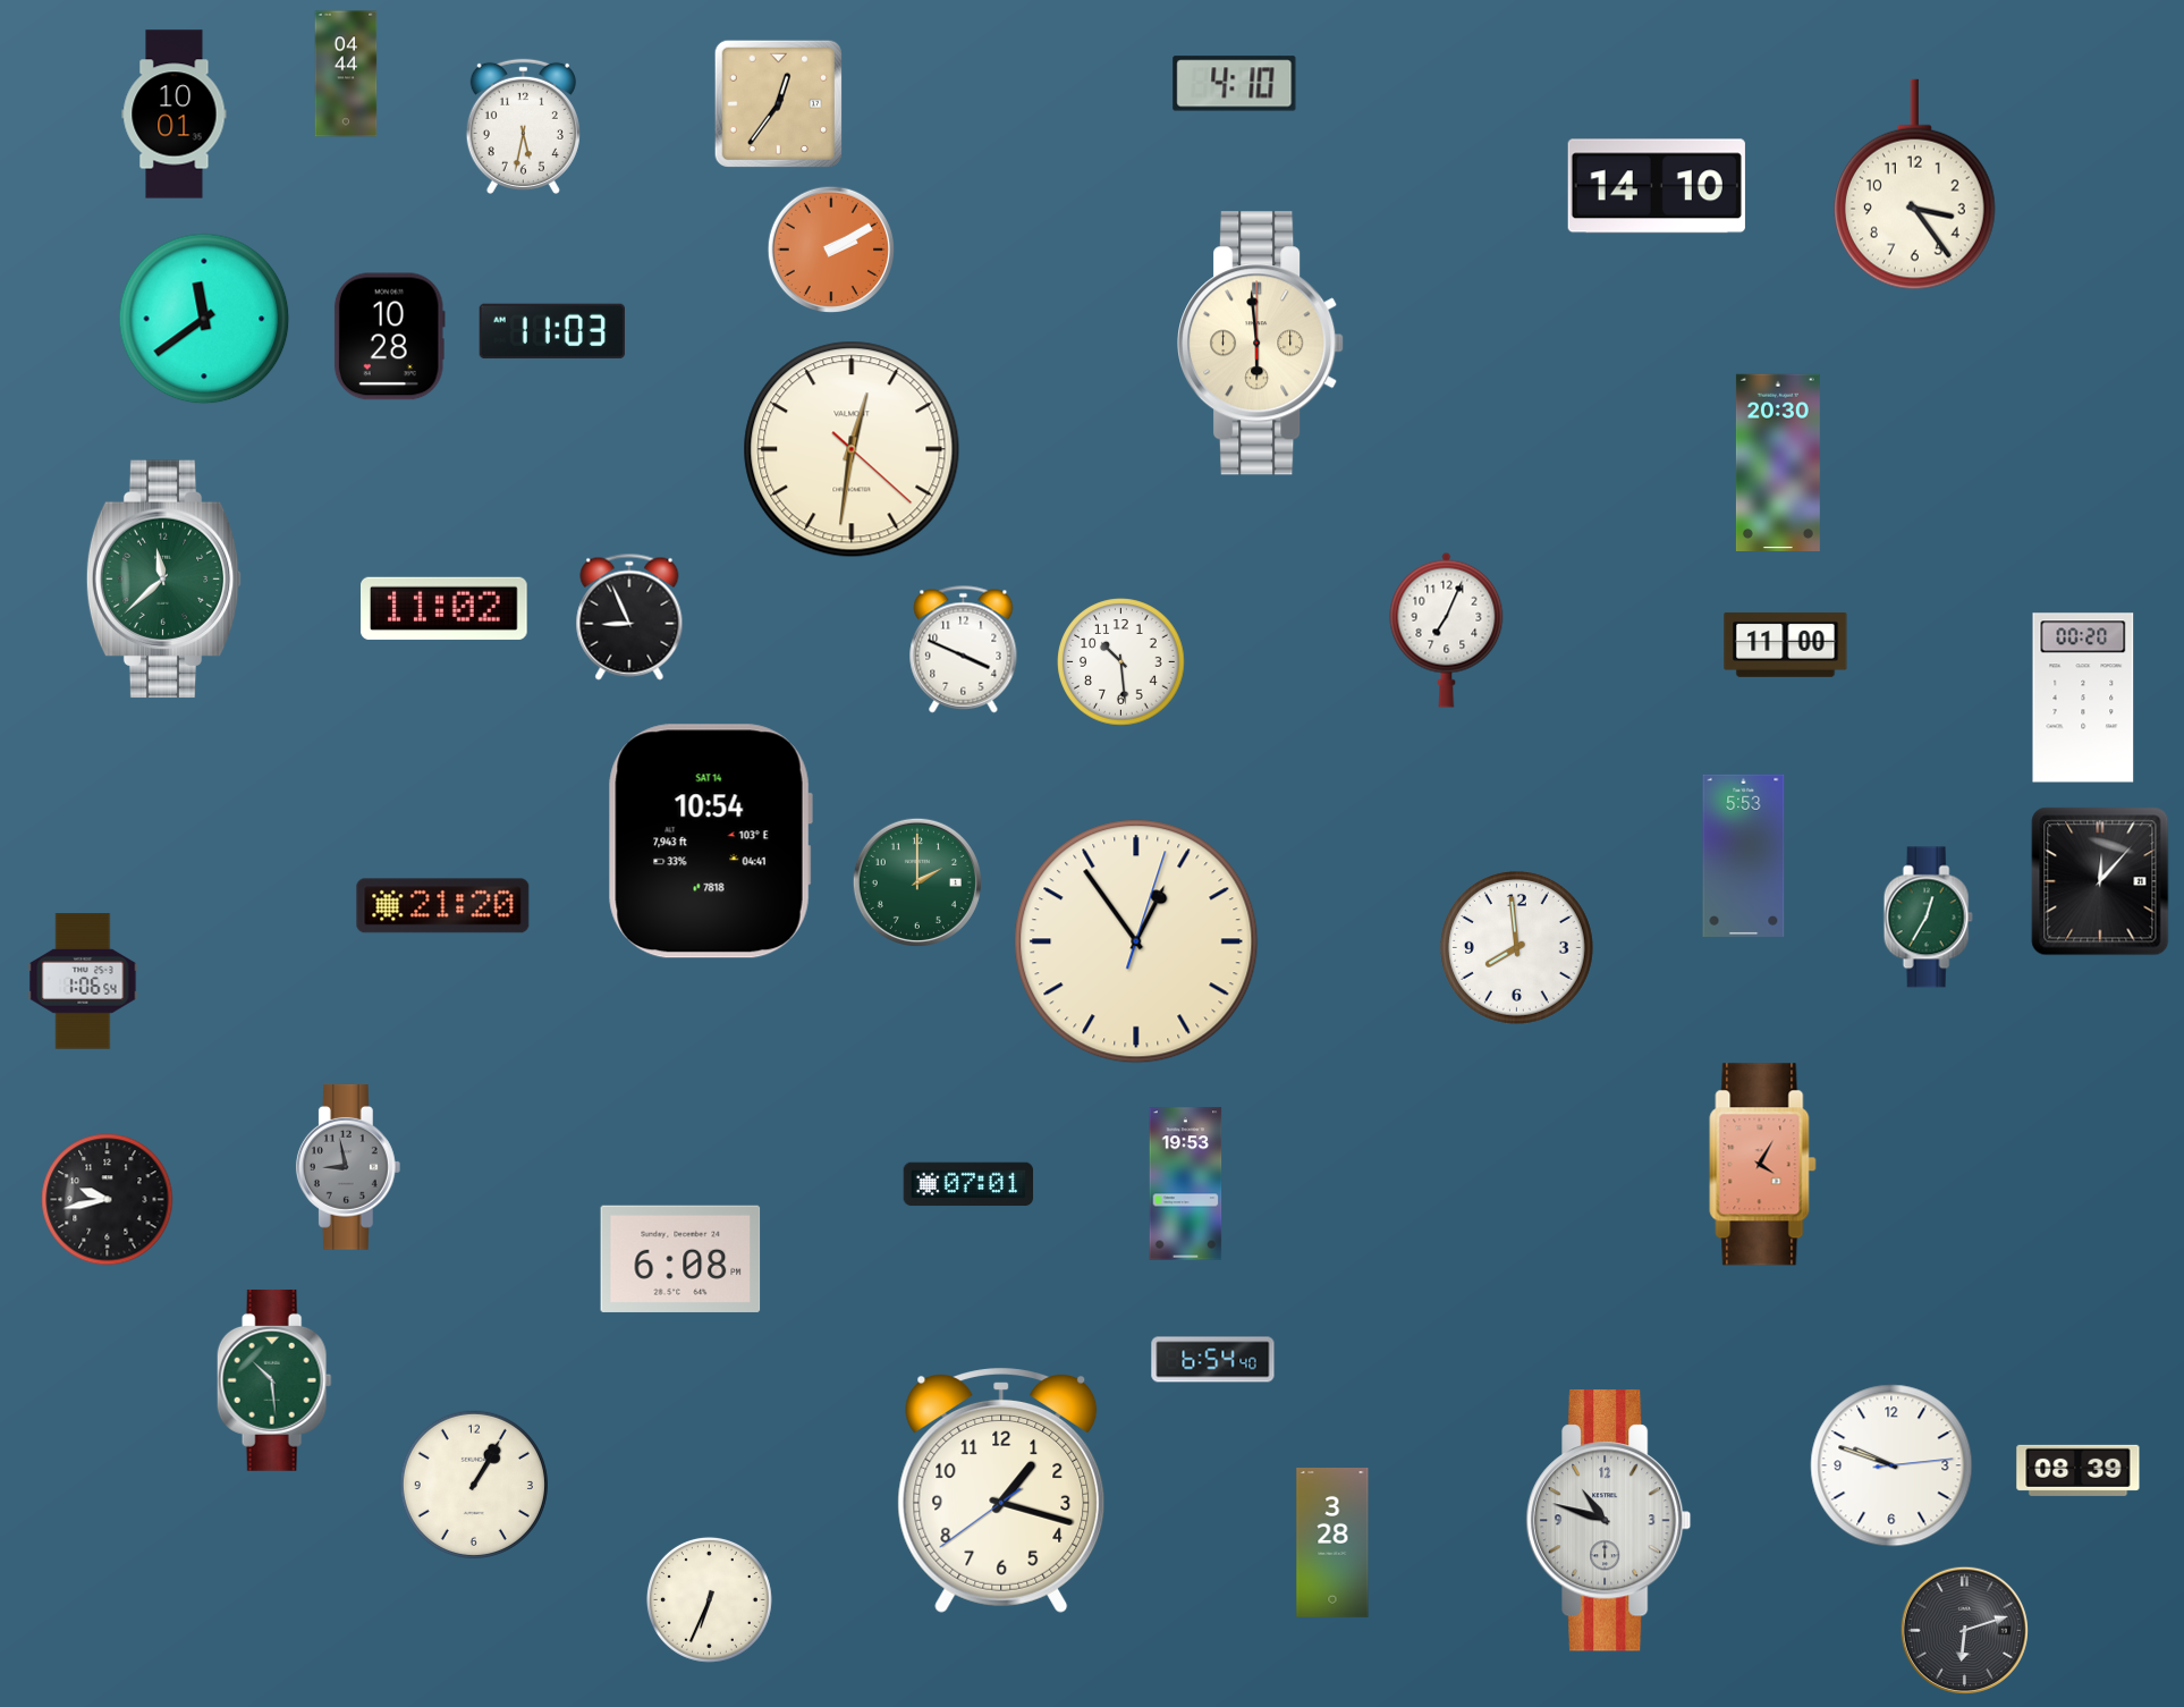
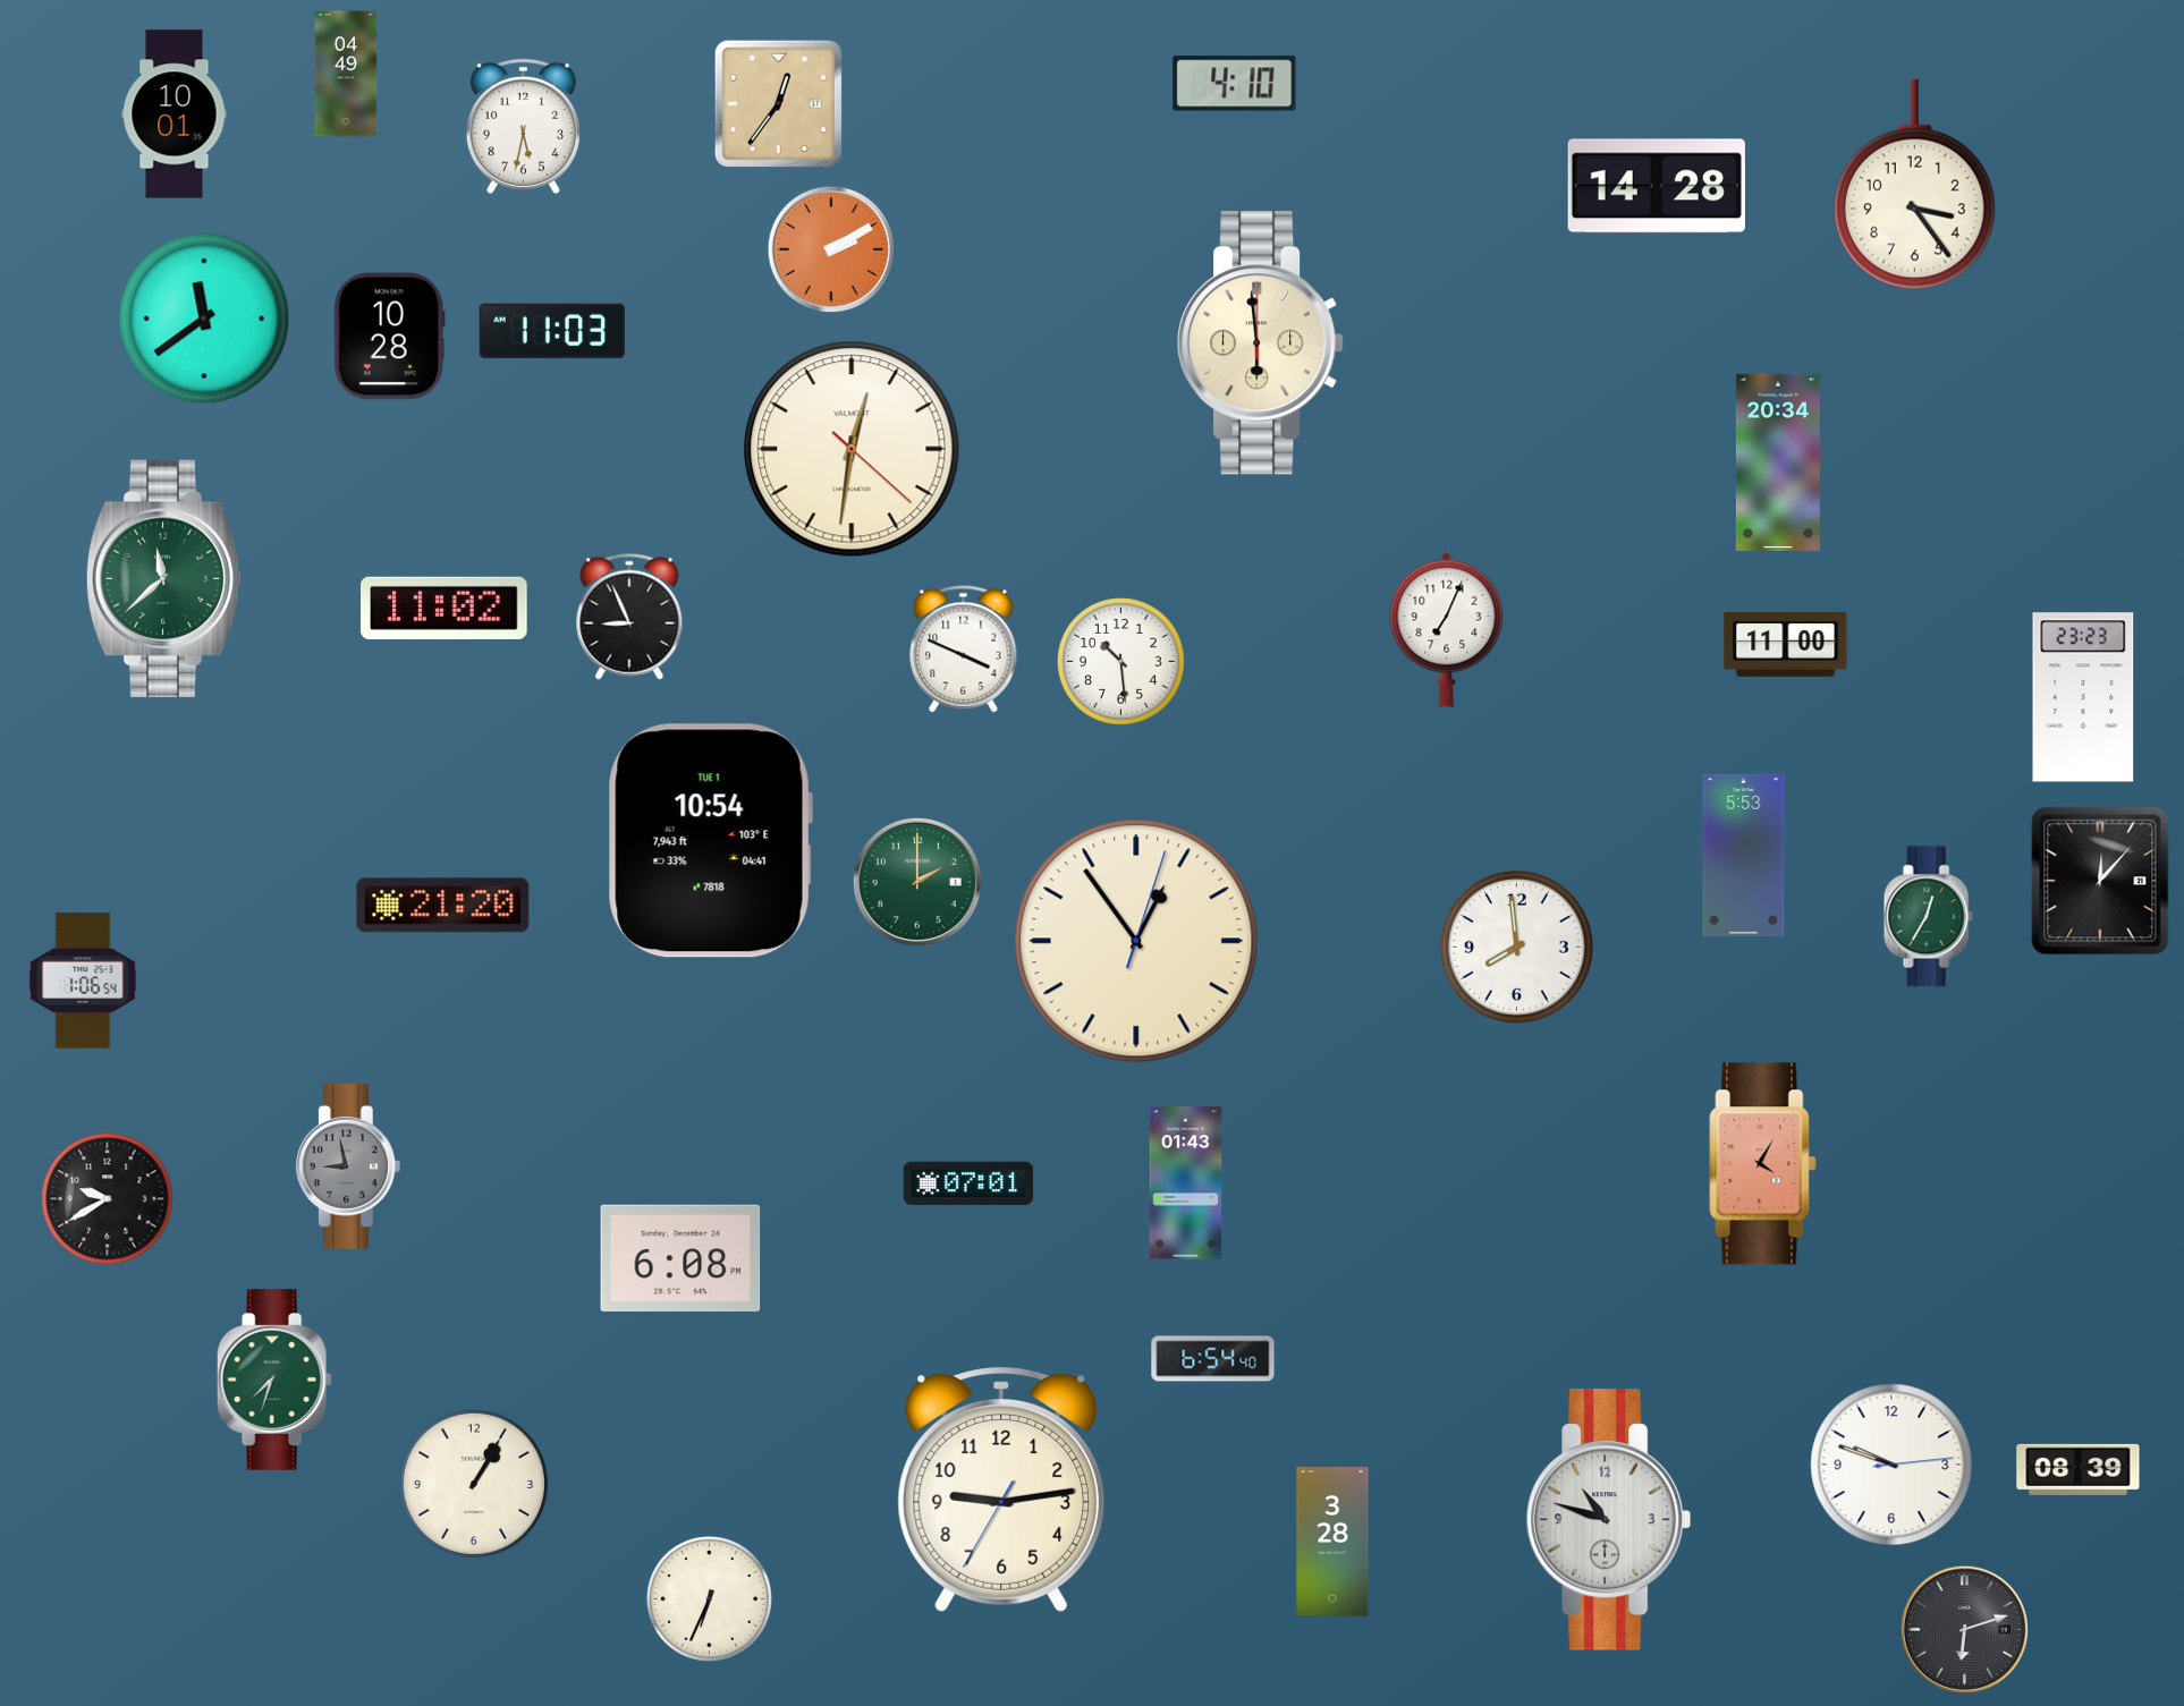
clock at (346, 74): 04:44 -> 04:49
clock at (1657, 186): 14:10 -> 14:28
clock at (1778, 462): 20:30 -> 20:34
clock at (2083, 698): 00:20 -> 23:23
clock at (710, 842) date: SAT 14 -> TUE 1
clock at (1186, 1184): 19:53 -> 01:43
clock at (108, 1200): 9:43 -> 9:40
clock at (274, 1380): 10:29 -> 7:33
clock at (1001, 1490): 1:17 -> 9:13
